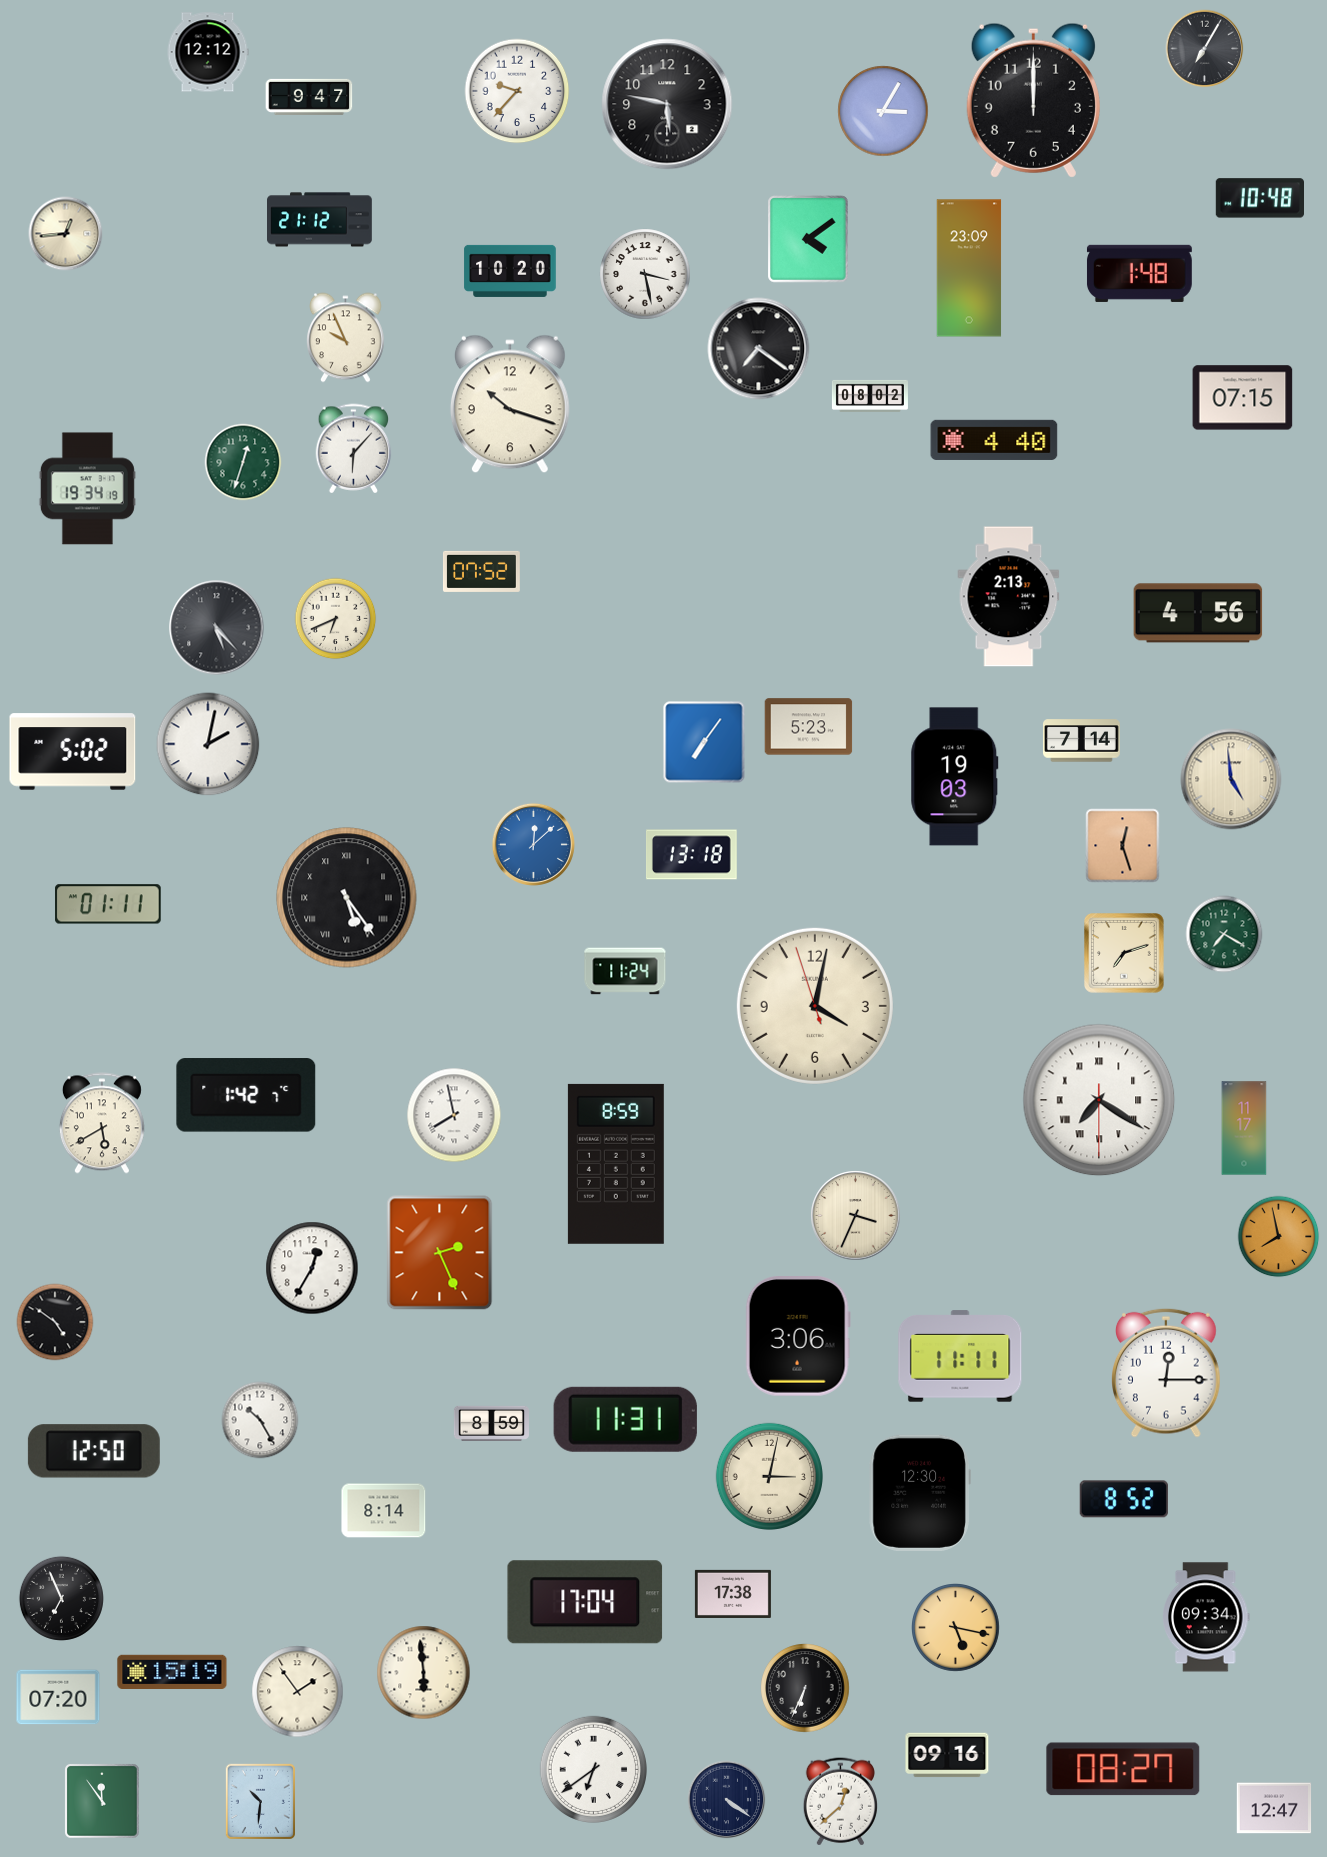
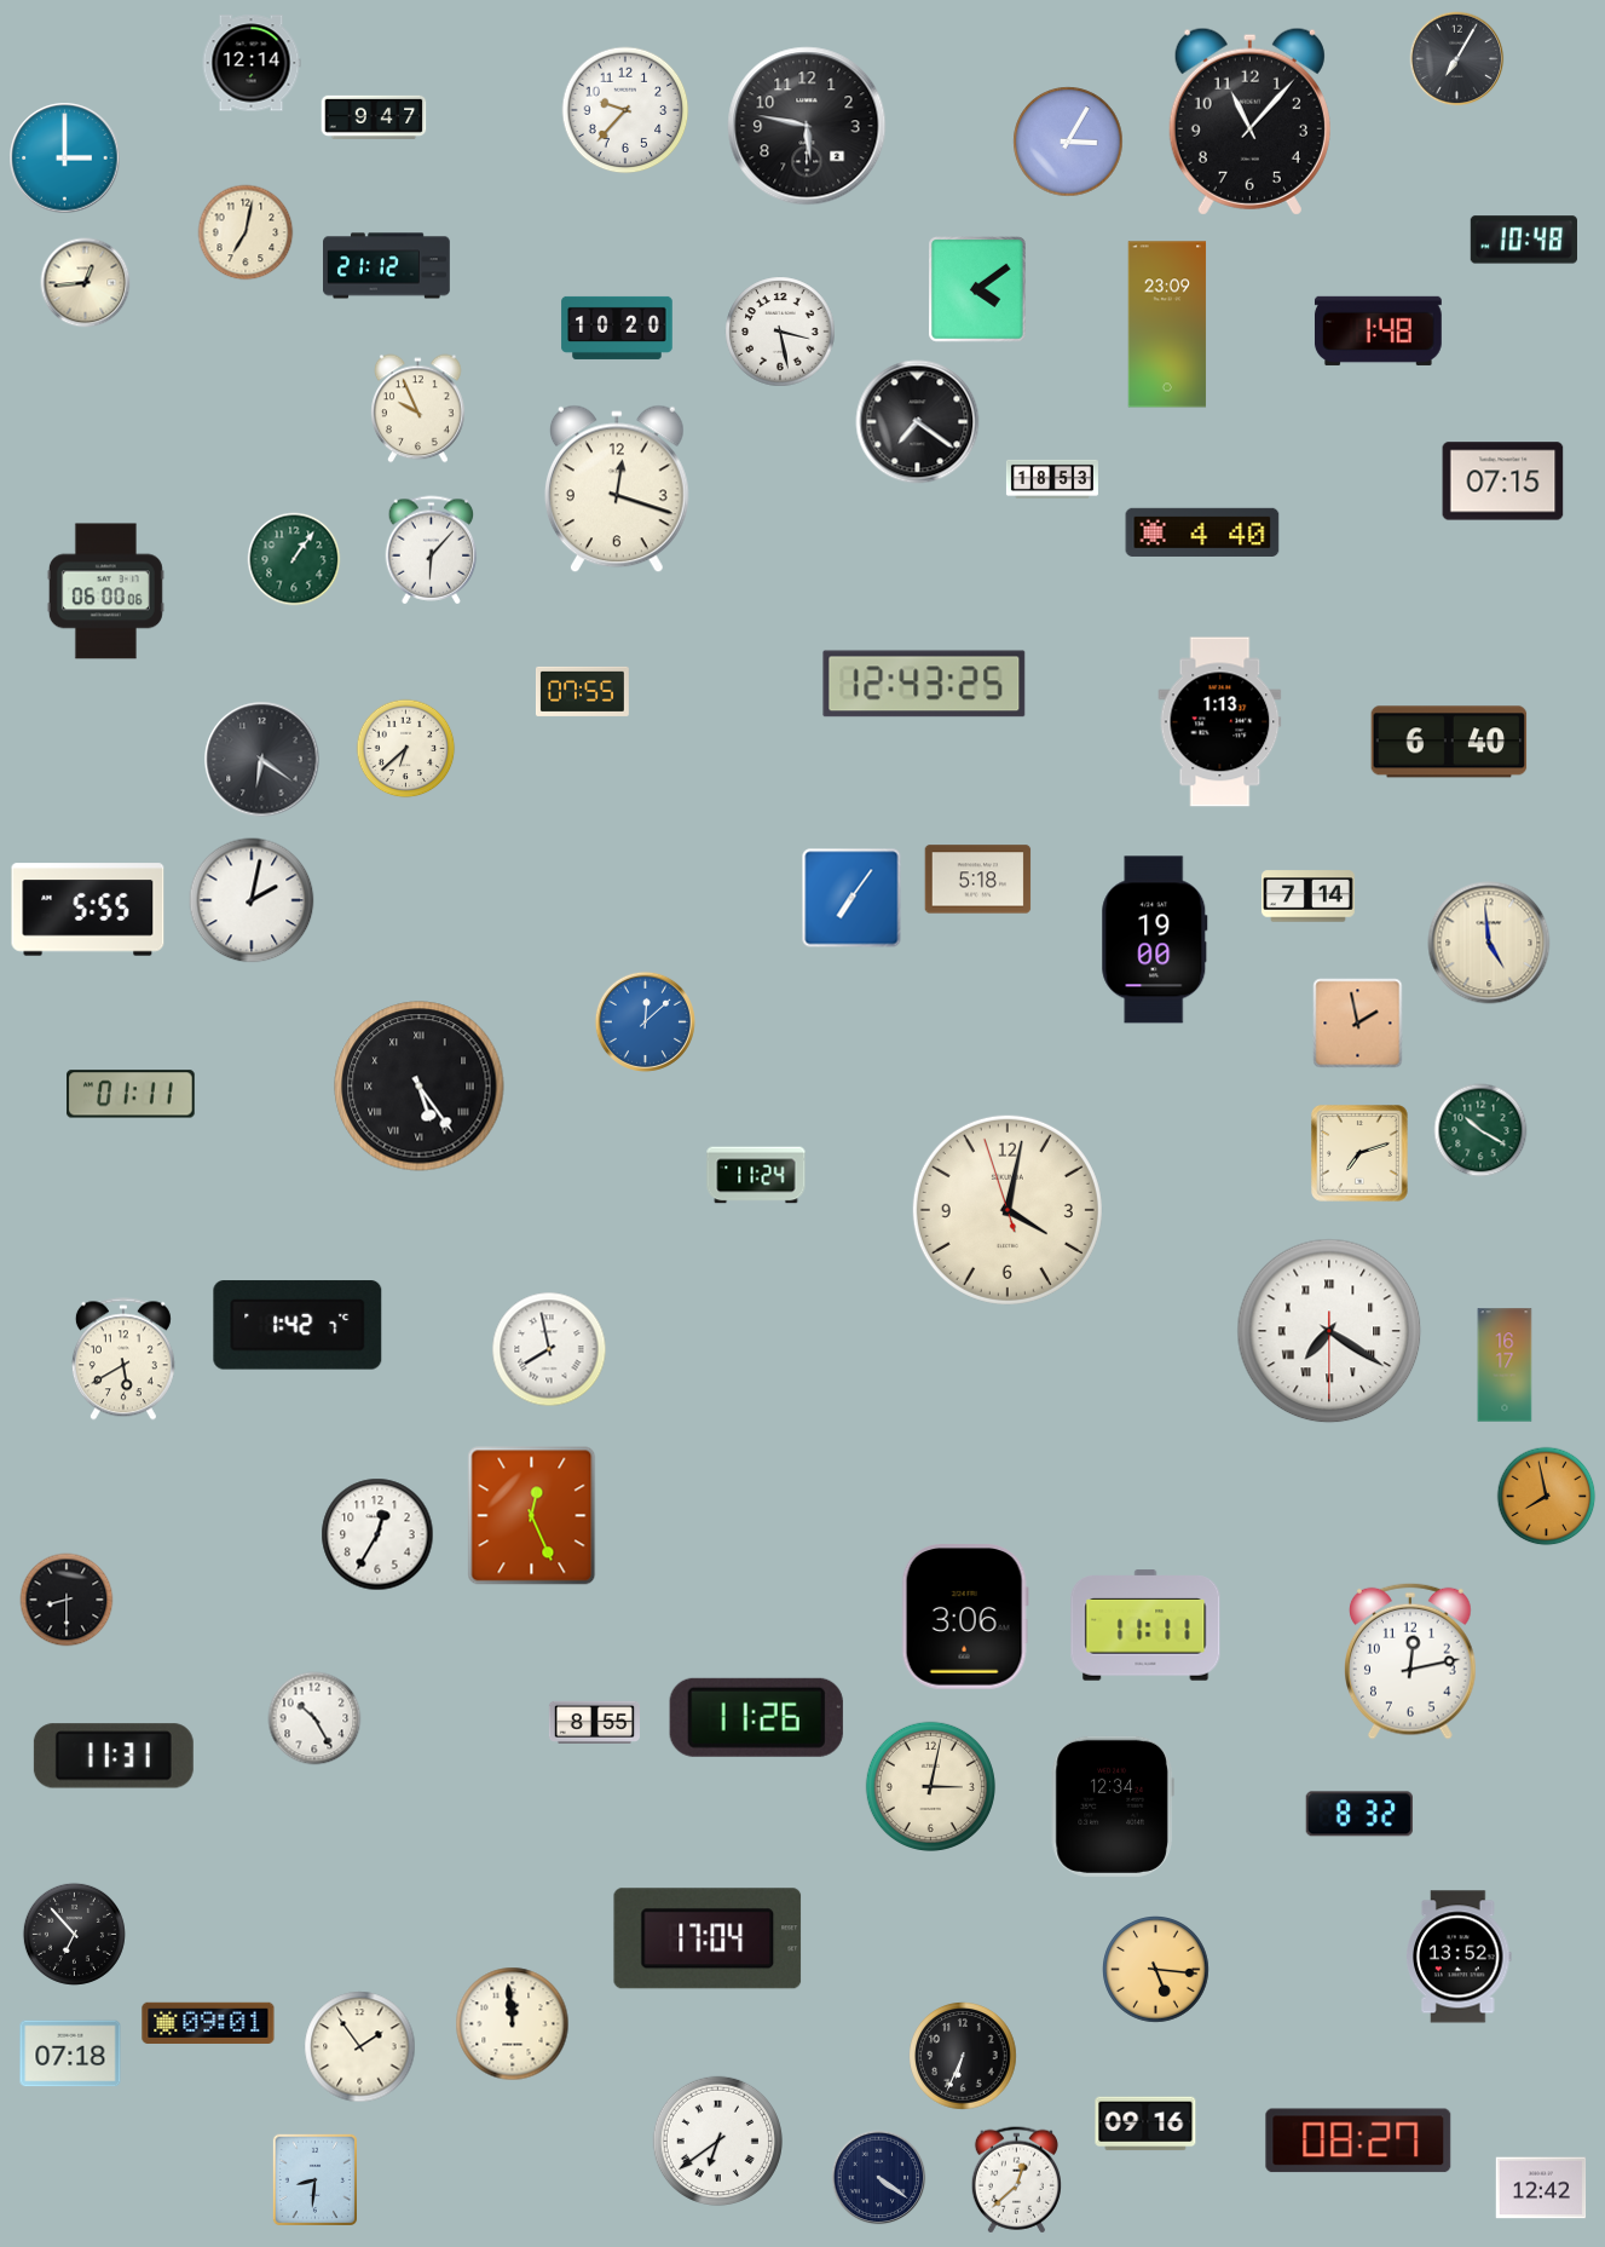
clock at (208, 52): 12:12 -> 12:14
clock at (1033, 100): 12:00 -> 11:07
clock at (883, 111) position: (883, 111) -> (1068, 142)
clock at (65, 159): none -> 3:00
clock at (246, 232): none -> 7:02
clock at (66, 234) position: (66, 234) -> (86, 283)
clock at (969, 268) position: (969, 268) -> (1167, 324)
clock at (870, 396): 08:02 -> 18:53
clock at (510, 404): 10:18 -> 12:18
clock at (354, 449) position: (354, 449) -> (432, 551)
clock at (243, 462): 12:33 -> 1:06
clock at (87, 489): 19:34 -> 06:00
clock at (924, 684): none -> 12:43
clock at (481, 571): 07:52 -> 07:55
clock at (1009, 597): 2:13 -> 1:13
clock at (1198, 613): 4:56 -> 6:40
clock at (336, 619): 6:41 -> 6:38
clock at (217, 628): 5:23 -> 6:21
clock at (809, 727): 5:23 -> 5:18
clock at (73, 752): 5:02 -> 5:55
clock at (955, 777): 19:03 -> 19:00
clock at (1123, 846): 12:27 -> 1:58
clock at (691, 855): 13:18 -> none
clock at (1224, 934): 7:20 -> 10:20
clock at (815, 1006) position: (815, 1006) -> (1008, 1210)
clock at (1244, 1128): 11:17 -> 16:17
clock at (616, 1164): 8:59 -> none
clock at (856, 1216): 3:34 -> none
clock at (440, 1253): 2:26 -> 12:26
clock at (55, 1322): 4:51 -> 8:30
clock at (960, 1356) position: (960, 1356) -> (1145, 1625)
clock at (1167, 1373): 12:15 -> 12:13
clock at (625, 1419): 11:31 -> 11:26
clock at (491, 1423): 8:59 -> 8:55
clock at (94, 1451): 12:50 -> 11:31
clock at (920, 1493): 12:30 -> 12:34
clock at (1124, 1499): 8:52 -> 8:32
clock at (384, 1511): 8:14 -> none
clock at (733, 1594): 17:38 -> none
clock at (61, 1598): 6:56 -> 6:53
clock at (1206, 1617): 09:34 -> 13:52
clock at (956, 1628): 5:17 -> 5:16
clock at (172, 1671): 15:19 -> 09:01
clock at (424, 1673): 5:59 -> 11:59
clock at (805, 1688) position: (805, 1688) -> (963, 2056)
clock at (58, 1697): 07:20 -> 07:18
clock at (102, 1801): 11:54 -> none
clock at (260, 1801): 10:31 -> 8:31
clock at (1274, 1808): 12:47 -> 12:42
